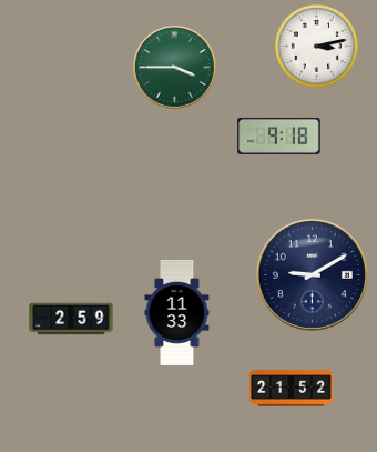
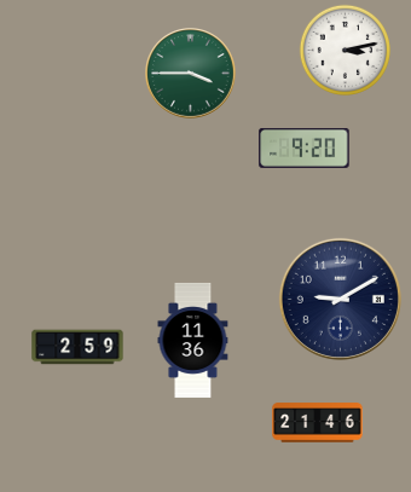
clock at (279, 135): 9:18 -> 9:20
clock at (177, 312): 11:33 -> 11:36
clock at (292, 389): 21:52 -> 21:46
